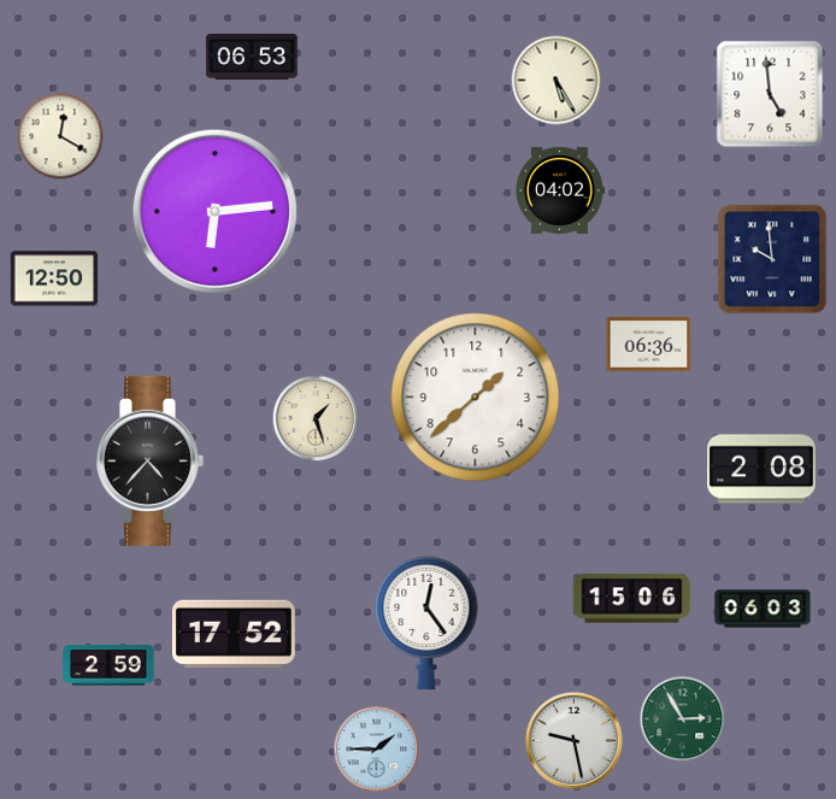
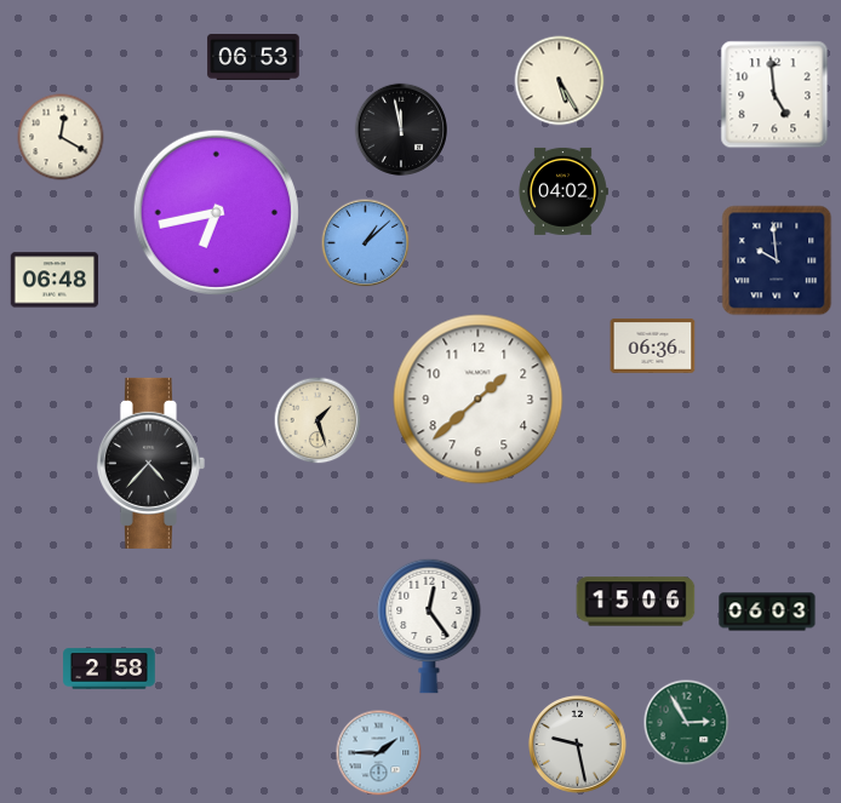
clock at (400, 128): none -> 11:58
clock at (214, 211): 6:14 -> 6:43
clock at (366, 243): none -> 1:08
clock at (54, 278): 12:50 -> 06:48
clock at (761, 469): 2:08 -> none
clock at (234, 633): 17:52 -> none
clock at (108, 665): 2:59 -> 2:58
